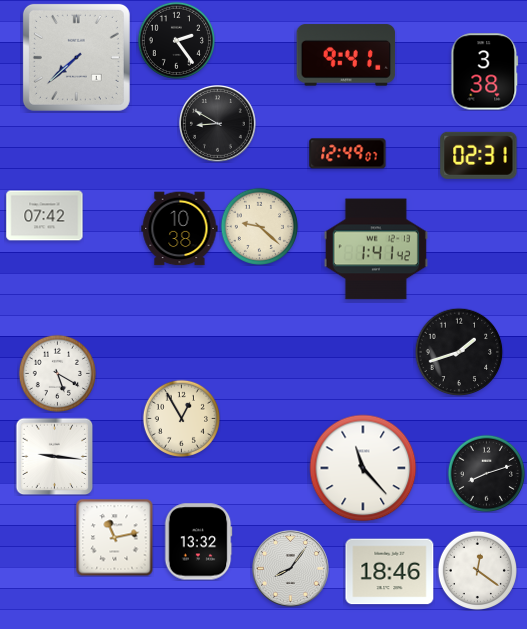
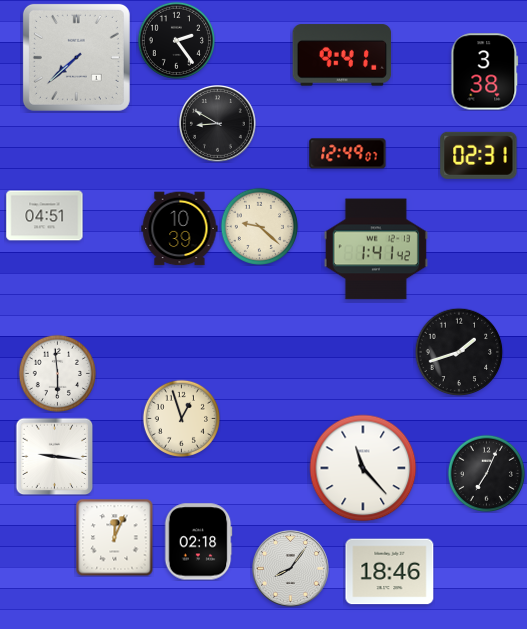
clock at (346, 55) position: (346, 55) -> (342, 55)
clock at (45, 216): 07:42 -> 04:51
clock at (180, 229): 10:38 -> 10:39
clock at (57, 373): 5:20 -> 5:59
clock at (181, 418): 12:55 -> 12:57
clock at (486, 473): 8:12 -> 7:04
clock at (114, 537): 11:13 -> 12:04
clock at (198, 542): 13:32 -> 02:18
clock at (477, 570): 12:21 -> none
